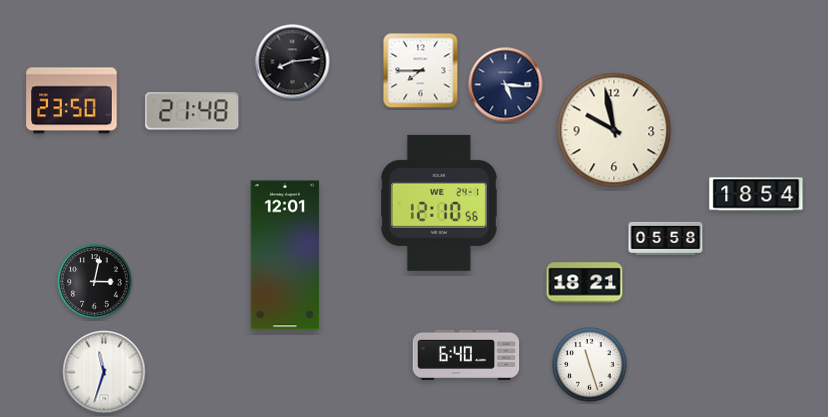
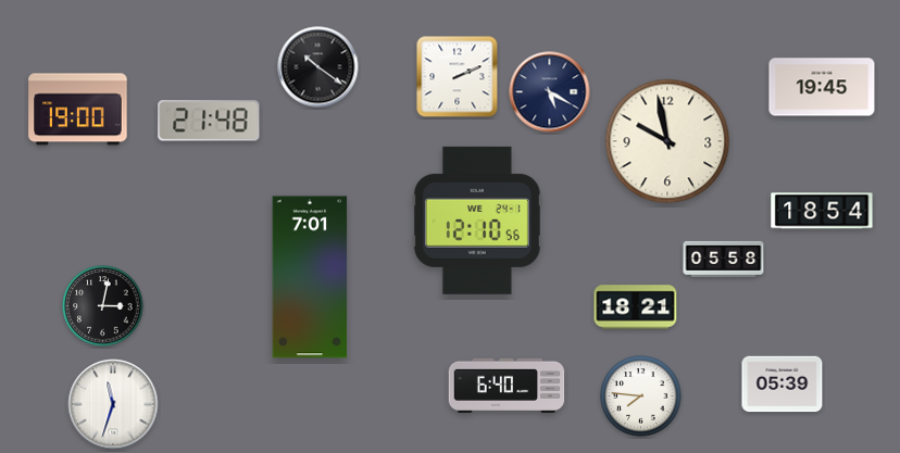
clock at (293, 62): 8:14 -> 10:21
clock at (421, 71): 7:45 -> 2:11
clock at (822, 87): none -> 19:45
clock at (506, 85): 5:16 -> 5:20
clock at (72, 101): 23:50 -> 19:00
clock at (285, 255): 12:01 -> 7:01
clock at (783, 385): none -> 05:39
clock at (590, 365): 11:27 -> 7:46
